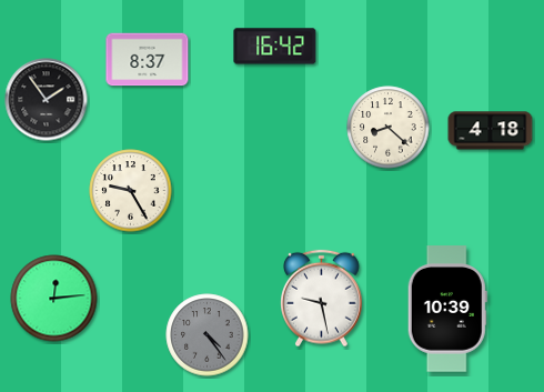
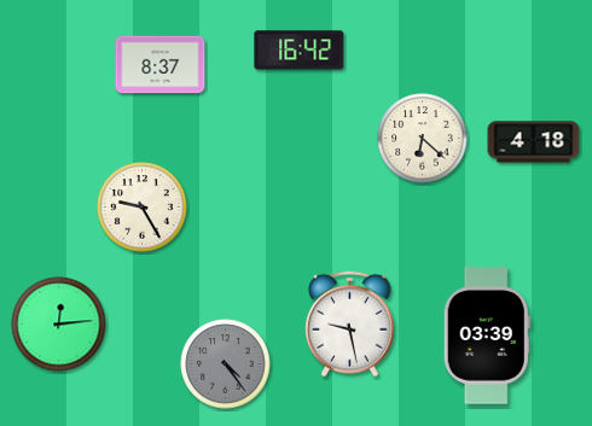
clock at (47, 100): 1:54 -> none
clock at (389, 128): 8:22 -> 6:22
clock at (447, 309): 10:39 -> 03:39
